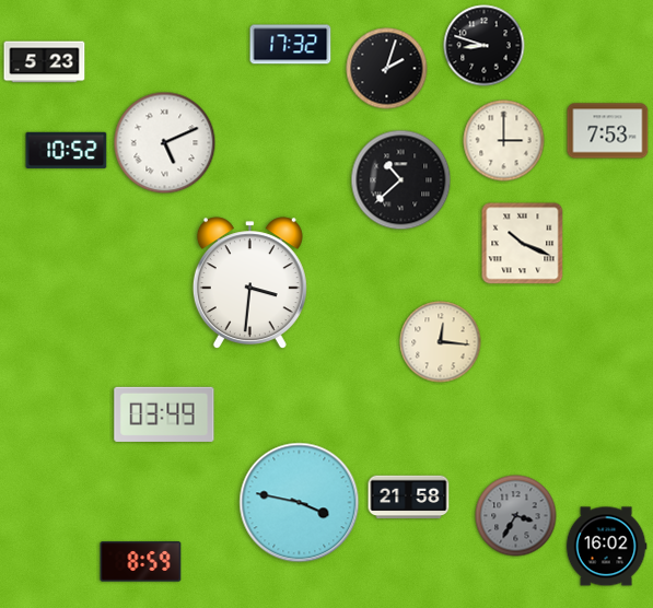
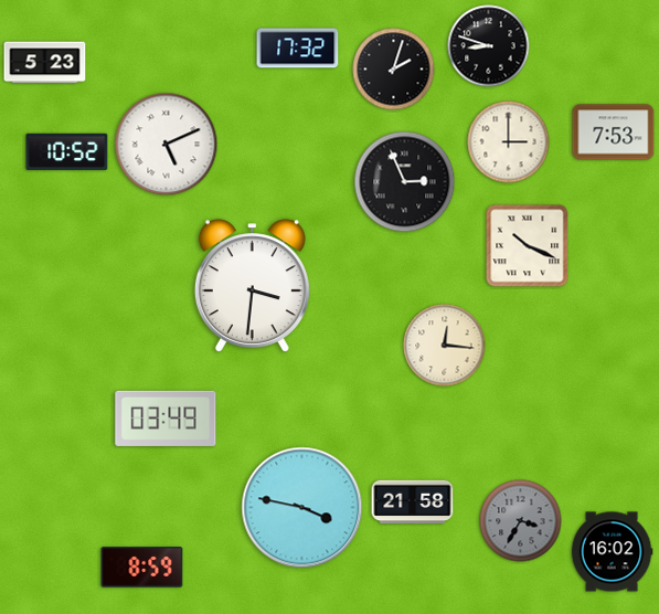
clock at (291, 45) position: (291, 45) -> (298, 49)
clock at (387, 69) position: (387, 69) -> (394, 70)
clock at (401, 180): 10:38 -> 2:56
